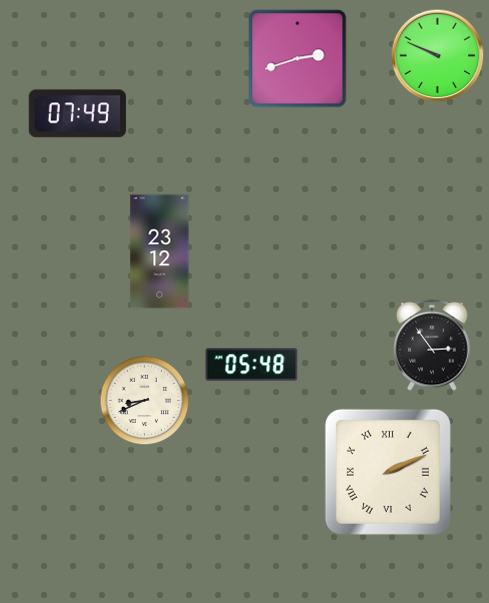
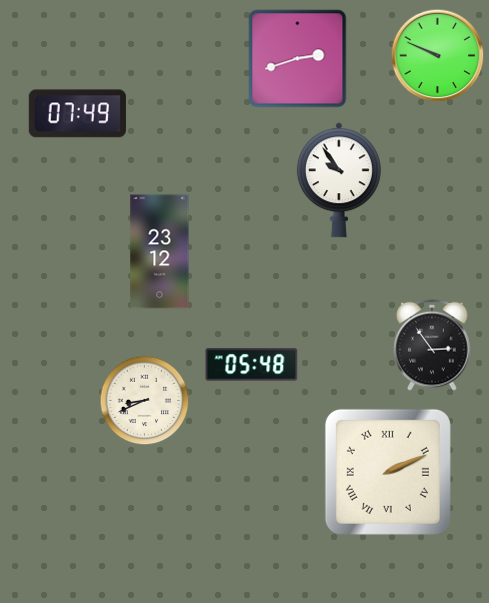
clock at (339, 180): none -> 9:54
